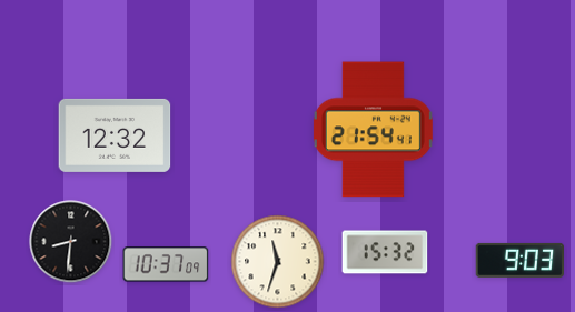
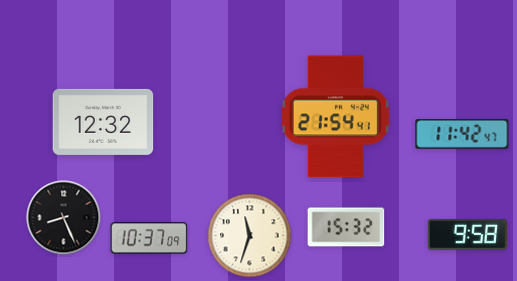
clock at (462, 134): none -> 11:42
clock at (71, 242): 8:31 -> 8:26
clock at (519, 260): 9:03 -> 9:58
